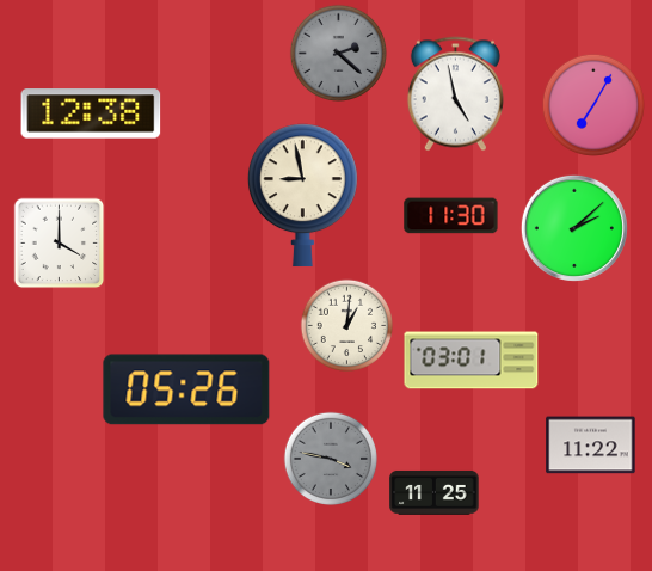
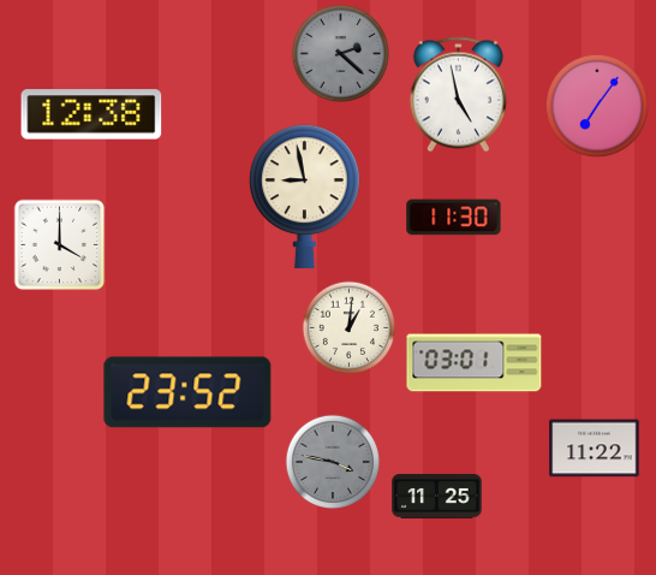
clock at (593, 105): 7:05 -> 7:06
clock at (574, 228): 2:08 -> none
clock at (186, 389): 05:26 -> 23:52
